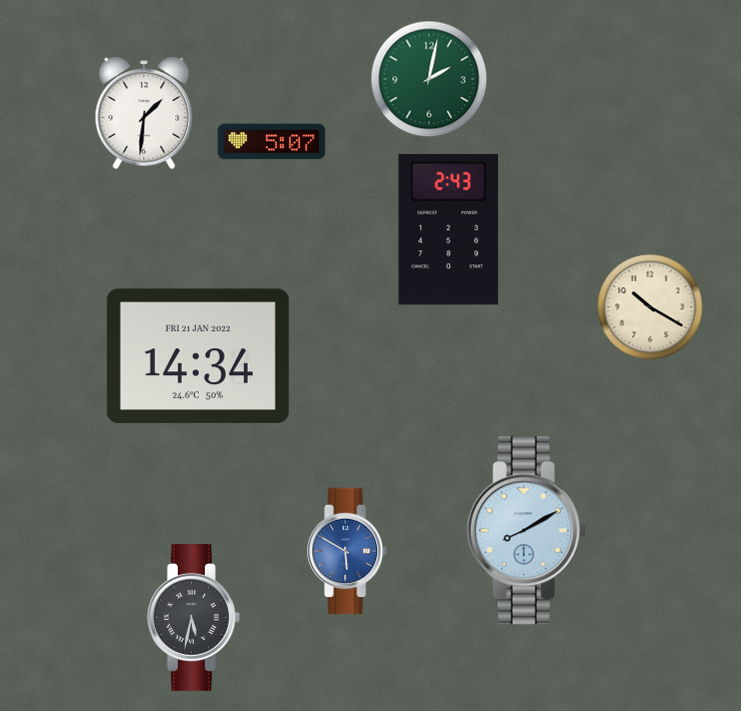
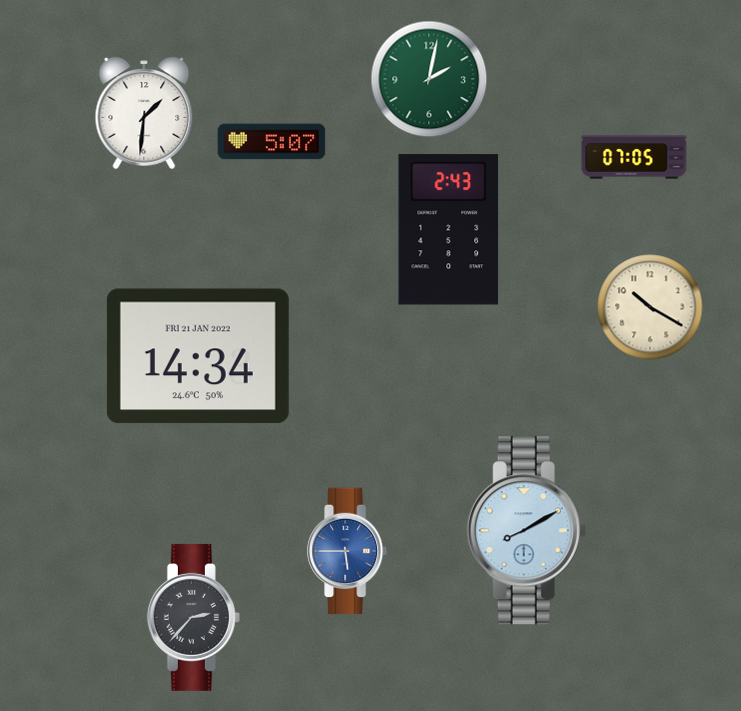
clock at (634, 157): none -> 07:05
clock at (348, 551): 5:50 -> 5:45
clock at (193, 617): 5:32 -> 2:37
